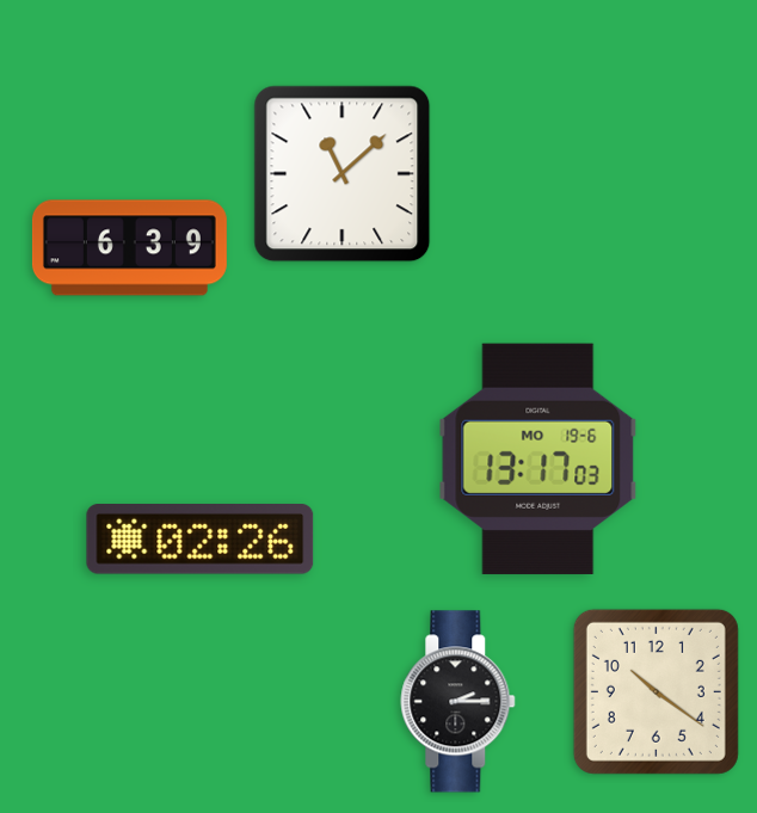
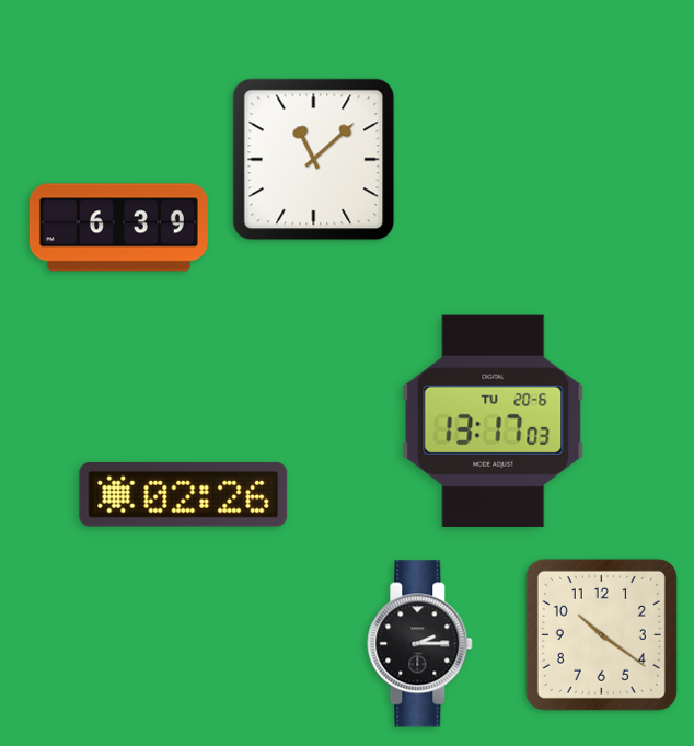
clock at (538, 458) date: MO 19-6 -> TU 20-6
